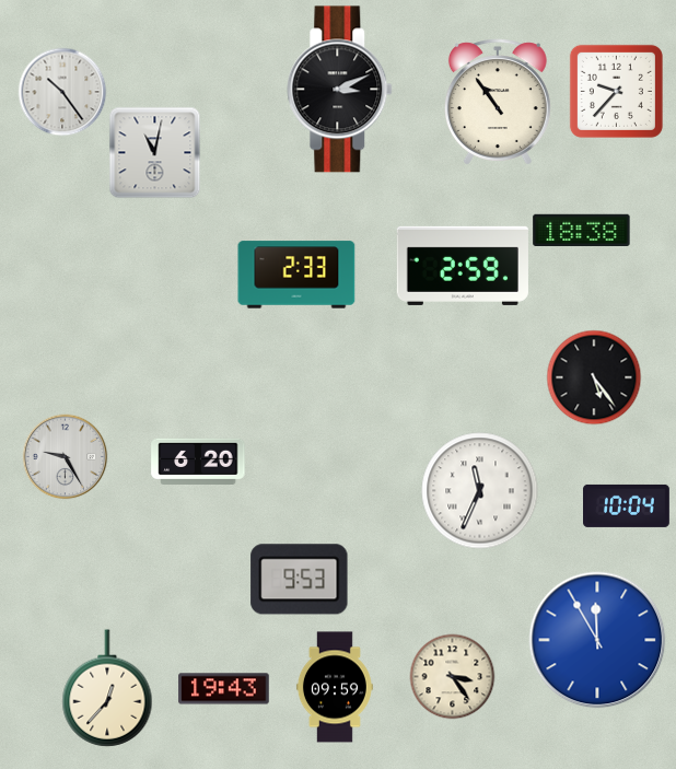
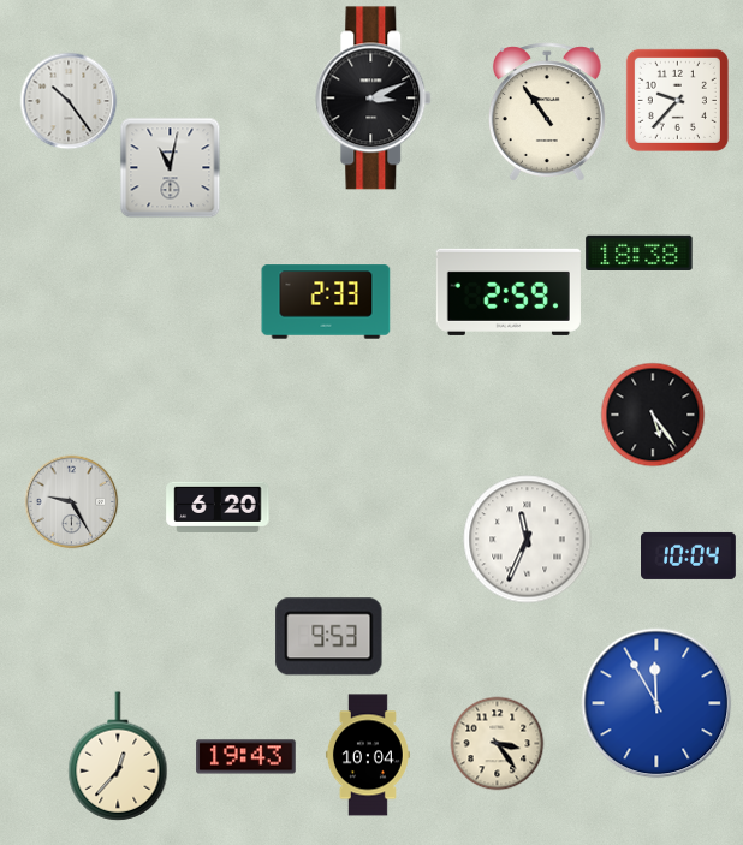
clock at (335, 687): 09:59 -> 10:04
